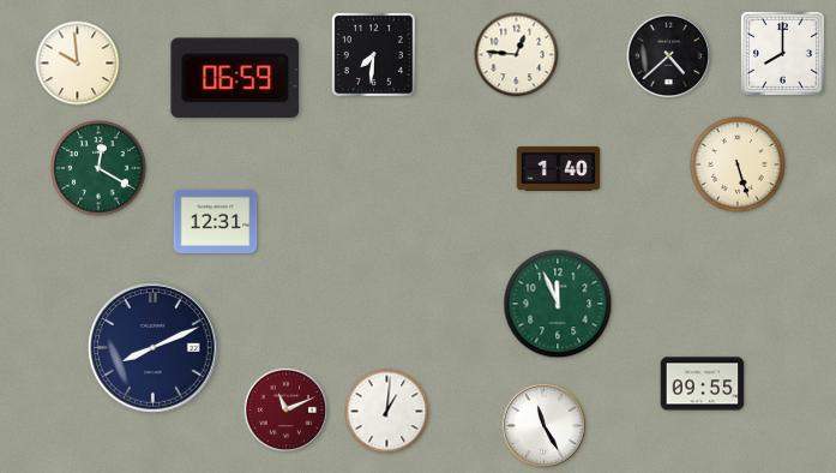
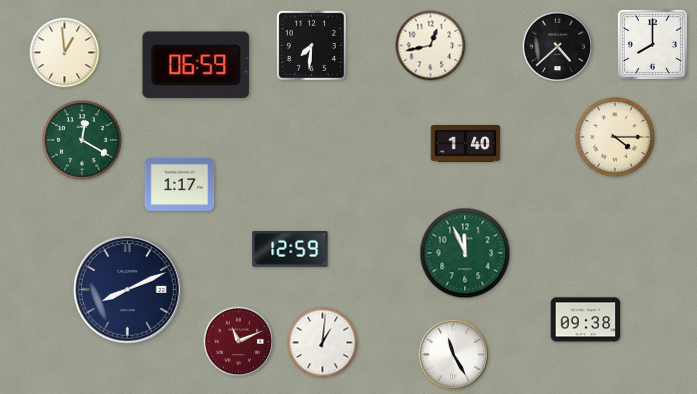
clock at (517, 55): 12:46 -> 12:43
clock at (78, 64): 9:59 -> 12:59
clock at (739, 166): 5:27 -> 4:15
clock at (559, 168) position: (559, 168) -> (466, 143)
clock at (216, 221): 12:31 -> 1:17
clock at (290, 249): none -> 12:59
clock at (703, 384): 09:55 -> 09:38
